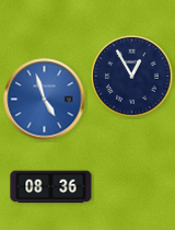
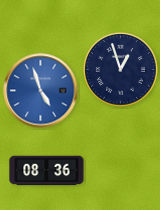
clock at (132, 77): 12:55 -> 12:57
